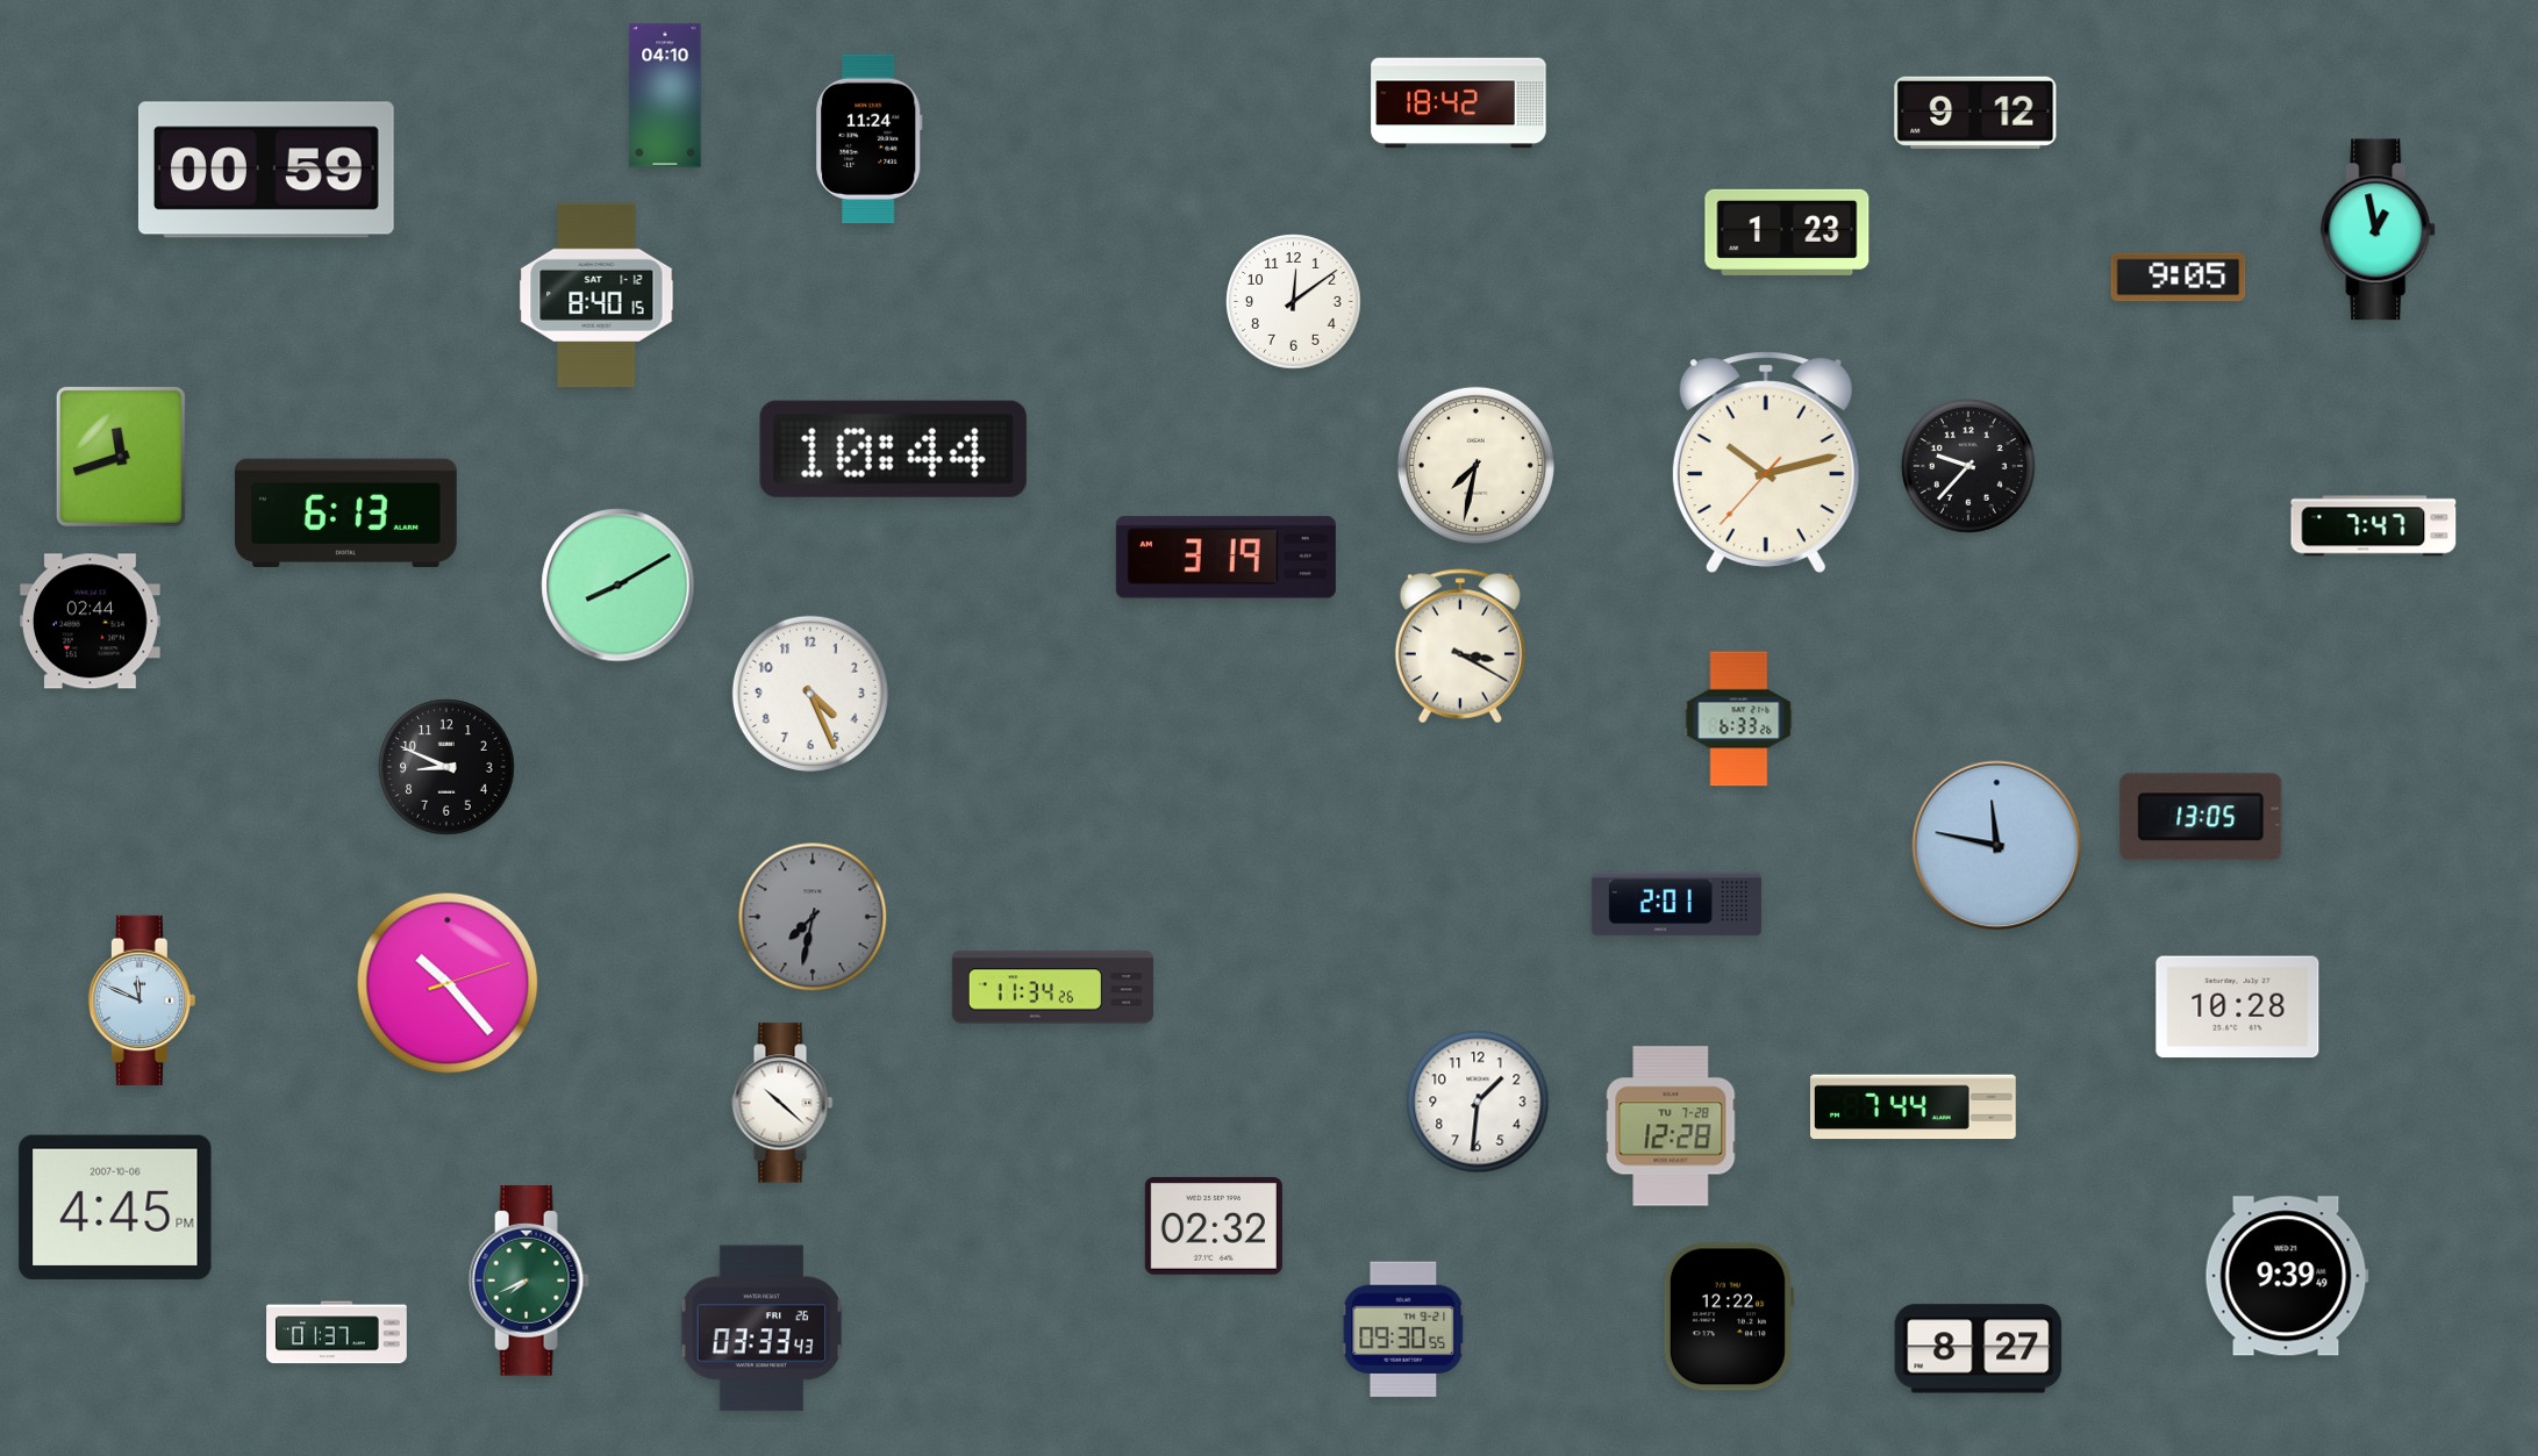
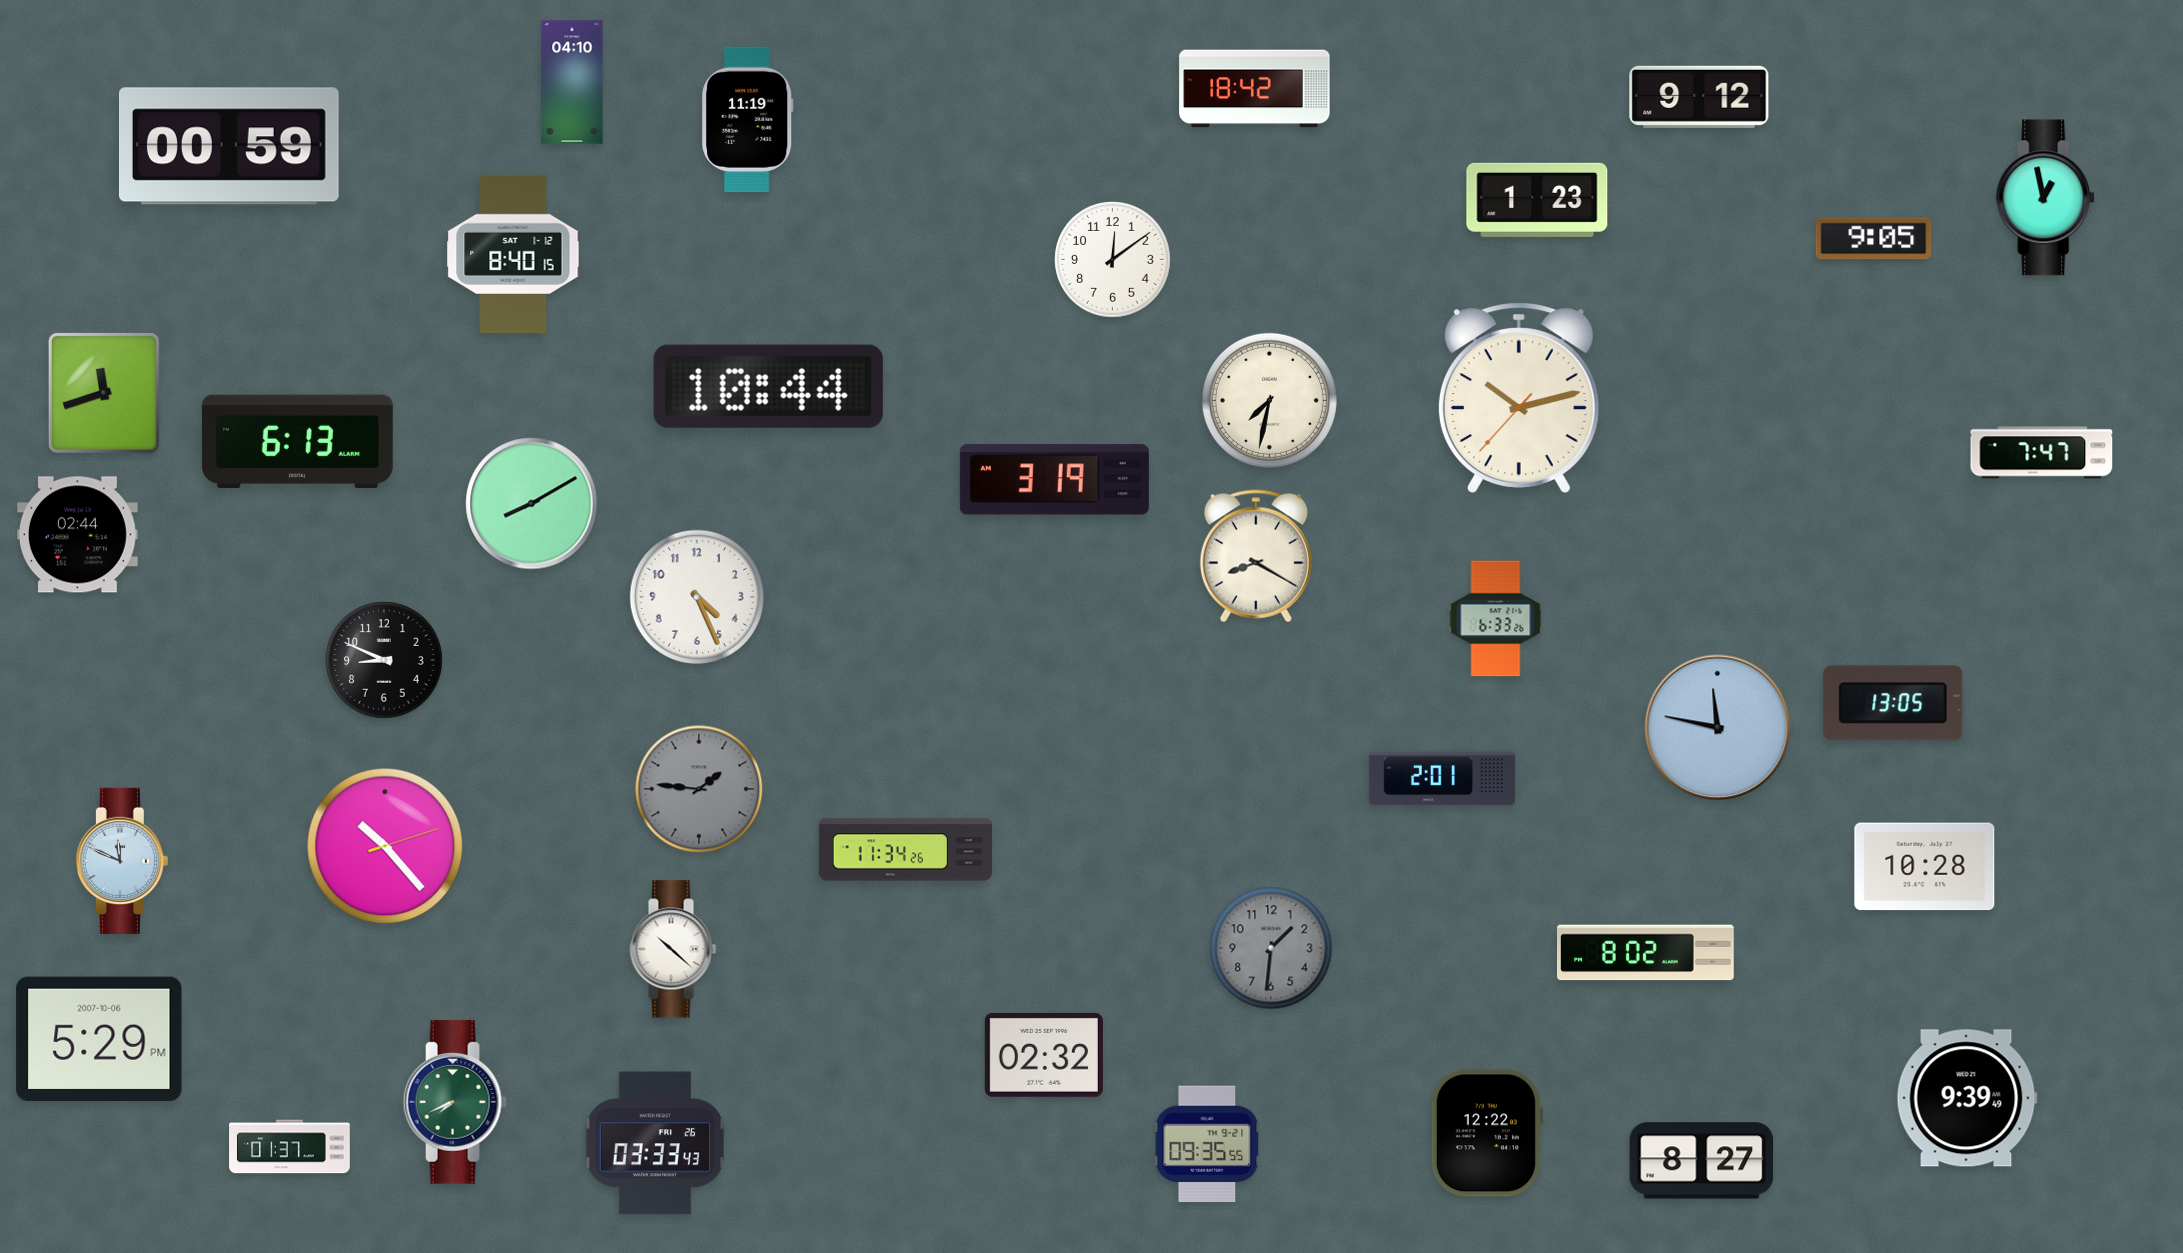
clock at (868, 138): 11:24 -> 11:19
clock at (1969, 467): 9:37 -> none
clock at (1460, 646): 3:20 -> 8:20
clock at (813, 917): 7:32 -> 1:46
clock at (1478, 1102) dial: white -> grey
clock at (1914, 1107): 7:44 -> 8:02
clock at (1671, 1126): 12:28 -> none
clock at (115, 1207): 4:45 -> 5:29
clock at (1403, 1329): 09:30 -> 09:35
